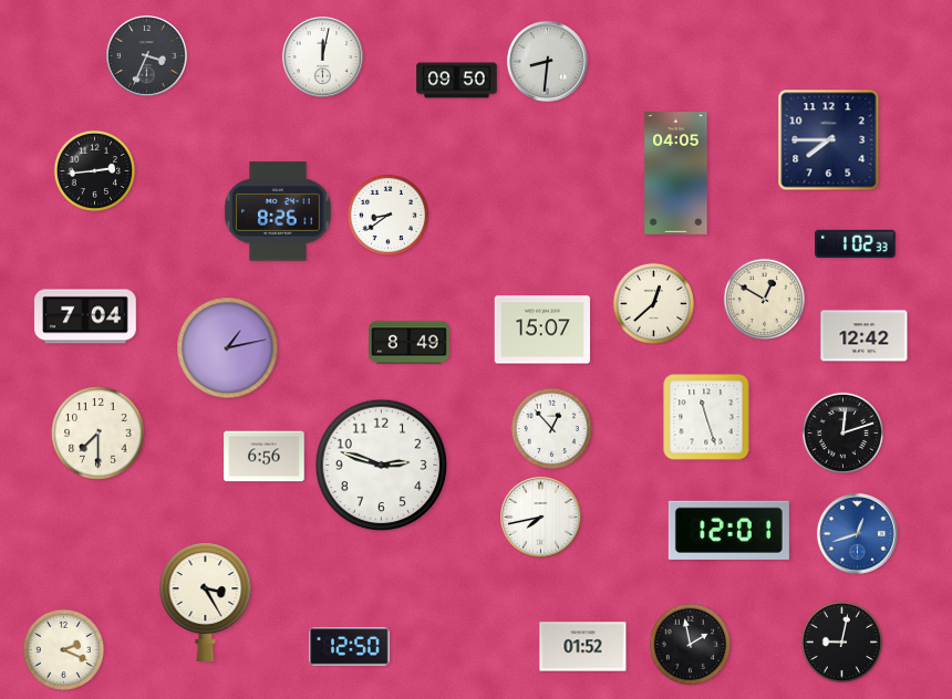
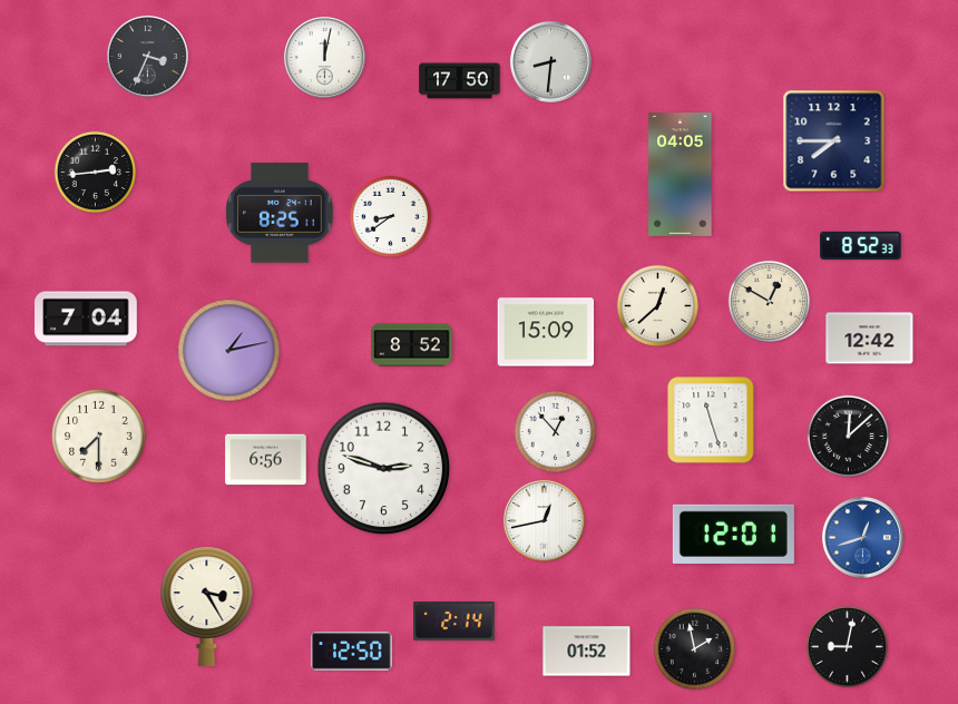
clock at (457, 81): 09:50 -> 17:50
clock at (278, 211): 8:26 -> 8:25
clock at (856, 243): 1:02 -> 8:52
clock at (542, 330): 15:07 -> 15:09
clock at (410, 343): 8:49 -> 8:52
clock at (842, 432): 12:12 -> 12:08
clock at (541, 518): 7:43 -> 12:43
clock at (454, 622): none -> 2:14
clock at (63, 649): 2:19 -> none
